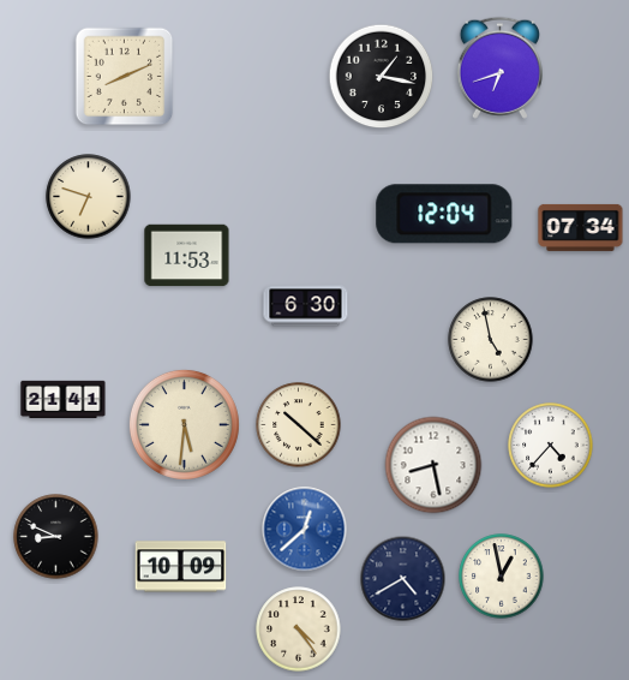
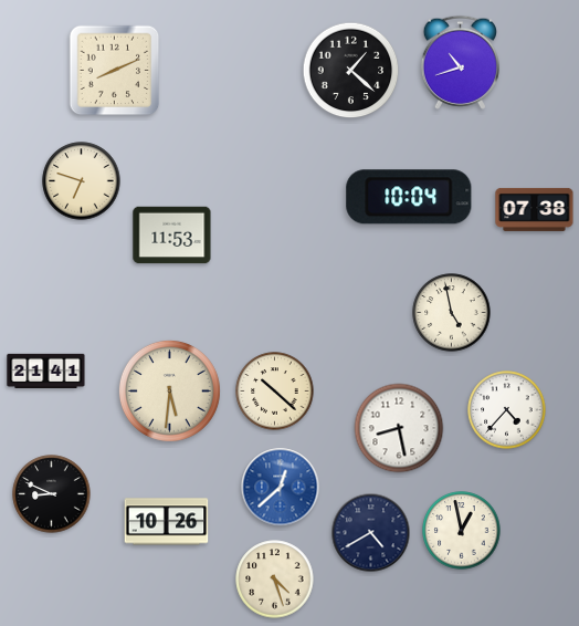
clock at (499, 67): 6:42 -> 10:42
clock at (382, 77): 1:17 -> 1:22
clock at (444, 214): 12:04 -> 10:04
clock at (581, 227): 07:34 -> 07:38
clock at (306, 306): 6:30 -> none
clock at (64, 399) position: (64, 399) -> (46, 371)
clock at (181, 567): 10:09 -> 10:26
clock at (299, 630): 4:24 -> 4:27
